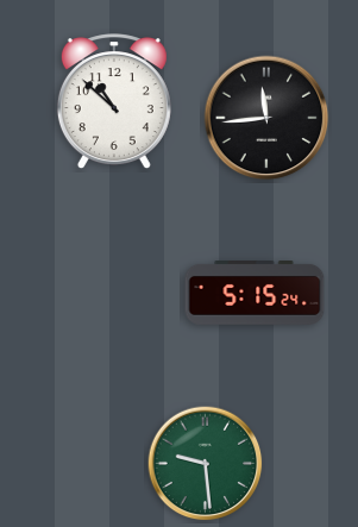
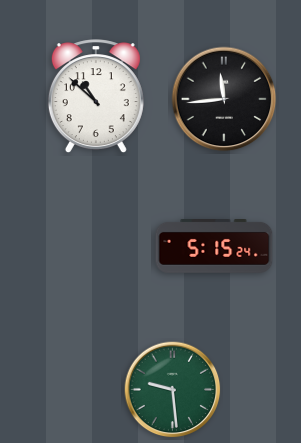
clock at (114, 102) position: (114, 102) -> (96, 97)
